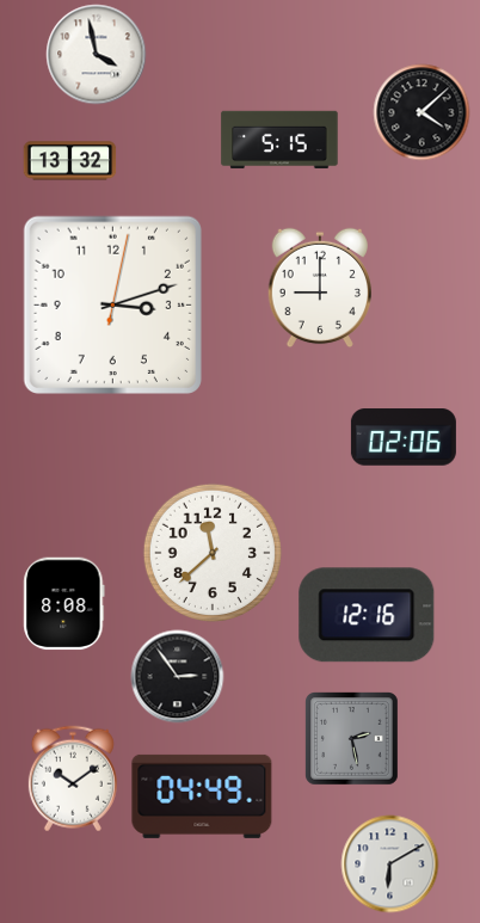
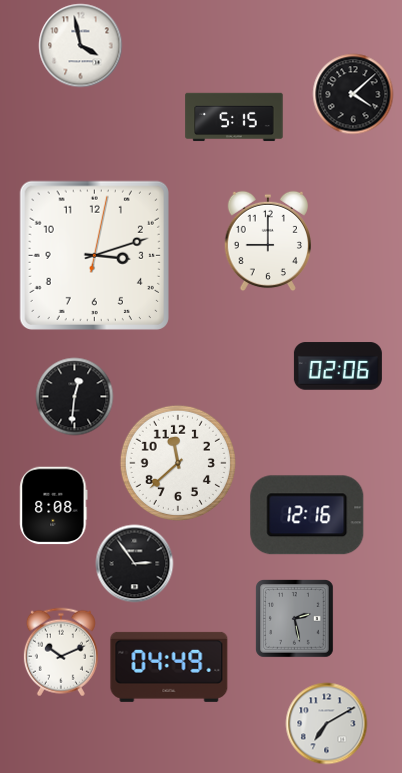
clock at (69, 161): 13:32 -> none
clock at (74, 396): none -> 12:31
clock at (177, 676) position: (177, 676) -> (134, 563)
clock at (73, 779): 10:09 -> 10:11
clock at (389, 863): 6:10 -> 7:10
